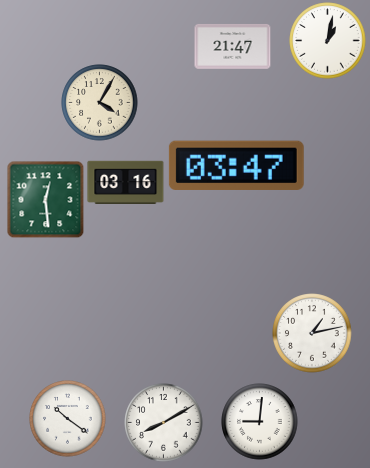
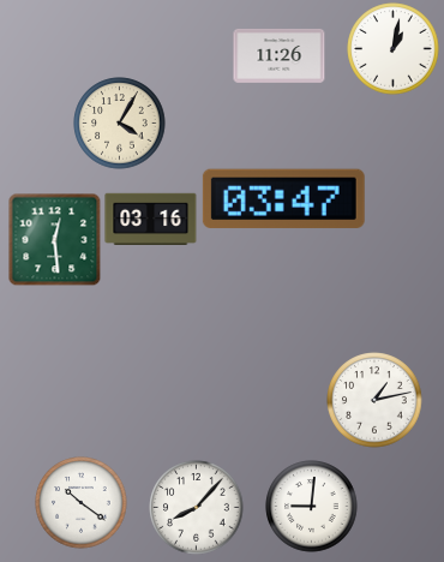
clock at (233, 46): 21:47 -> 11:26
clock at (164, 423): 8:10 -> 8:07
